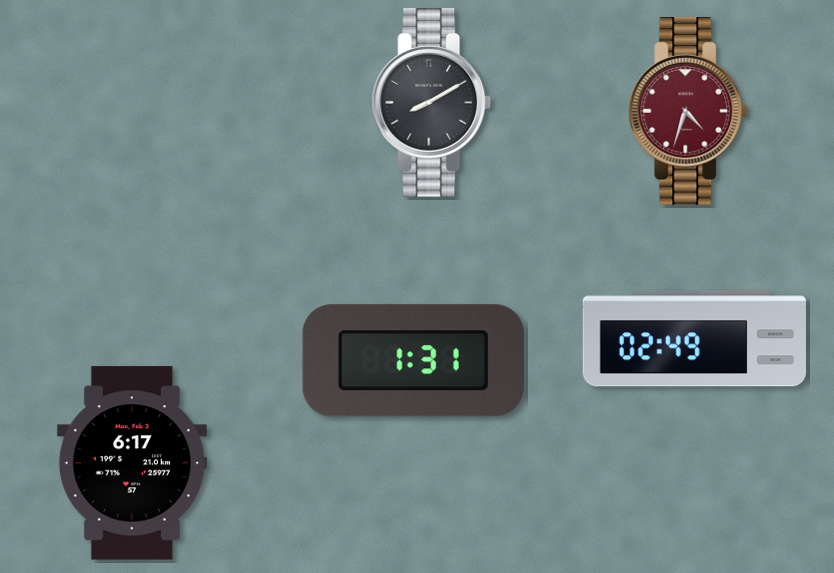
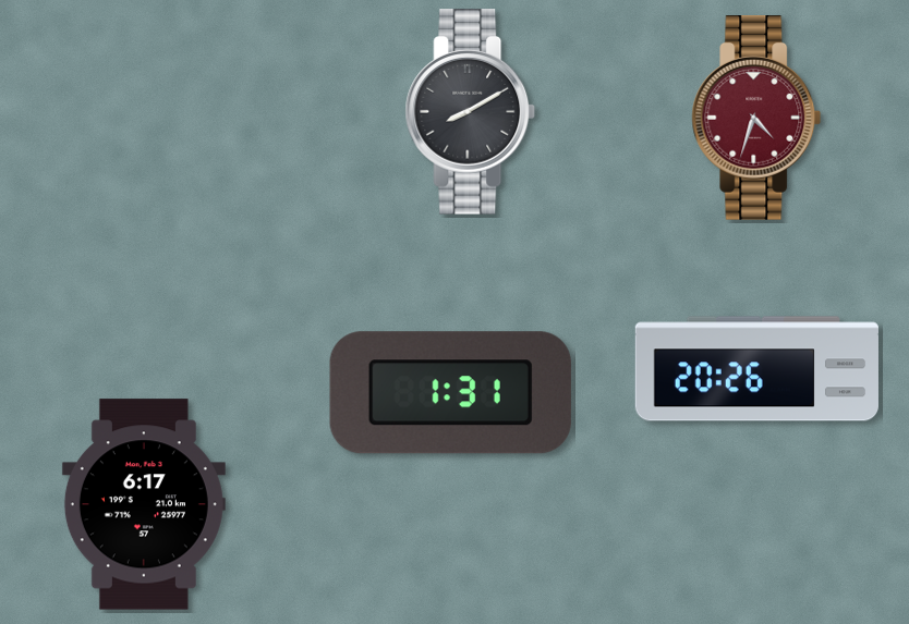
clock at (688, 112) position: (688, 112) -> (756, 119)
clock at (694, 339): 02:49 -> 20:26
